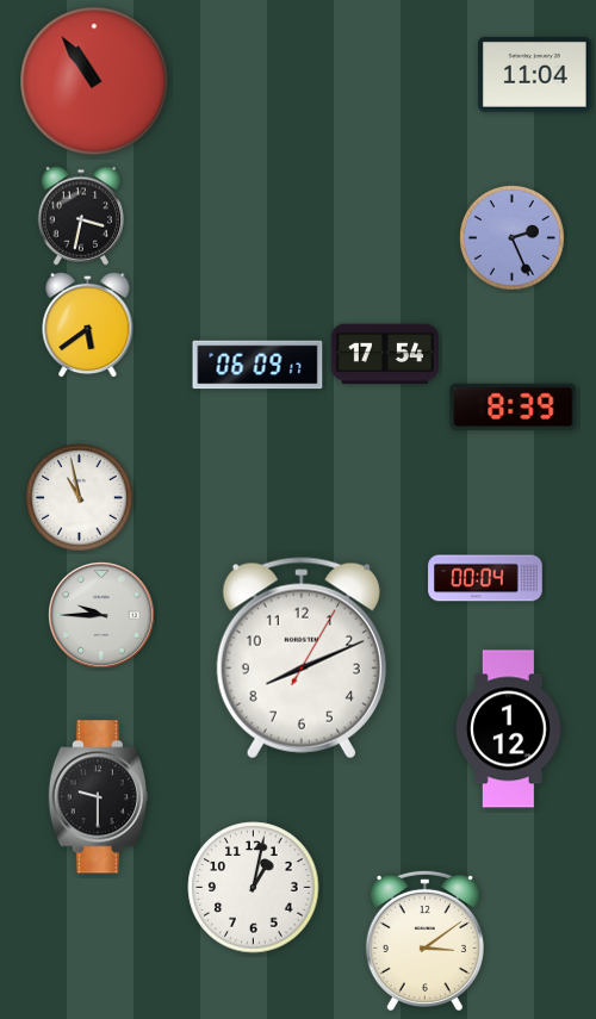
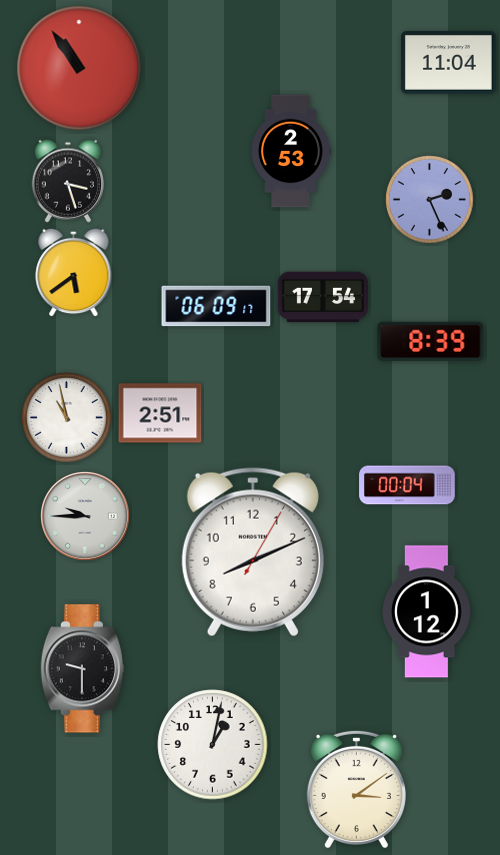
clock at (291, 151): none -> 2:53
clock at (80, 216): 3:32 -> 3:27
clock at (160, 413): none -> 2:51
